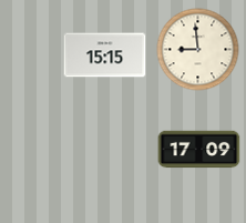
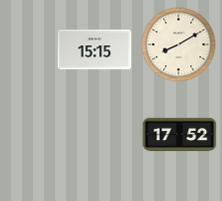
clock at (198, 50): 8:59 -> 8:10
clock at (199, 150): 17:09 -> 17:52
